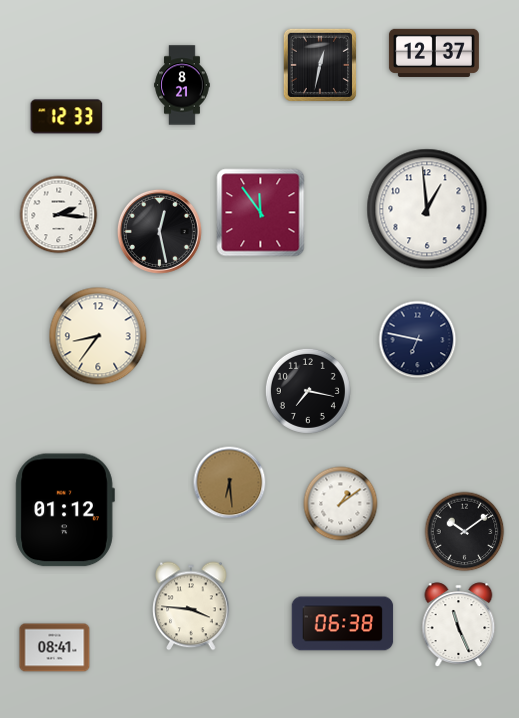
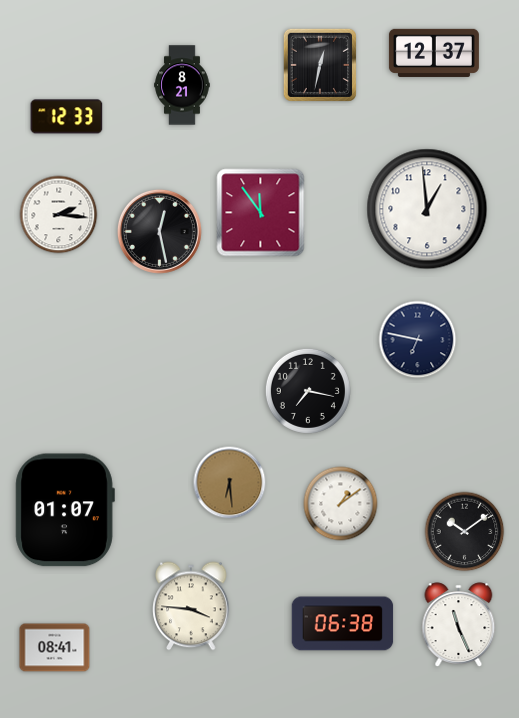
clock at (98, 336): 8:36 -> none
clock at (65, 510): 01:12 -> 01:07
